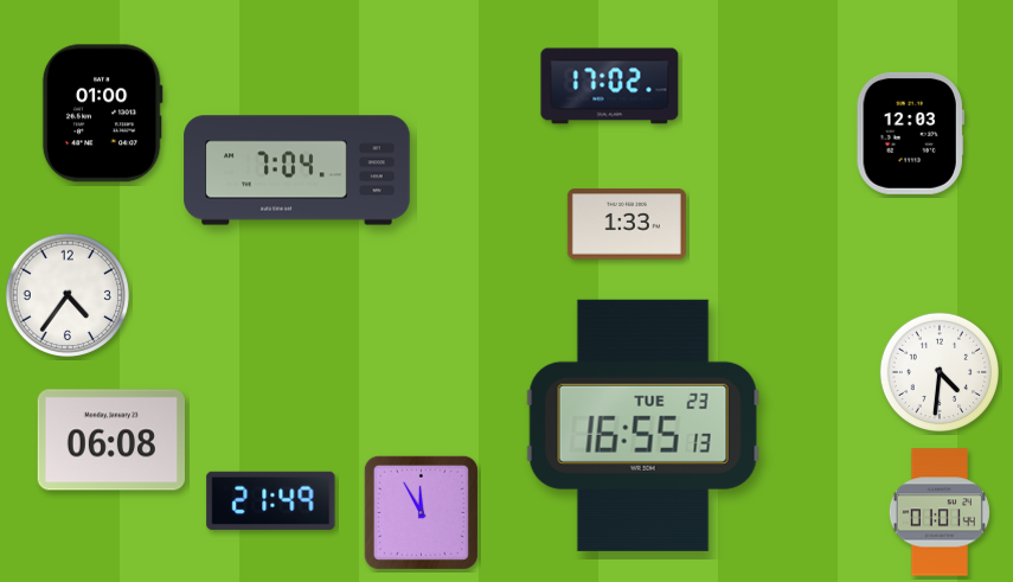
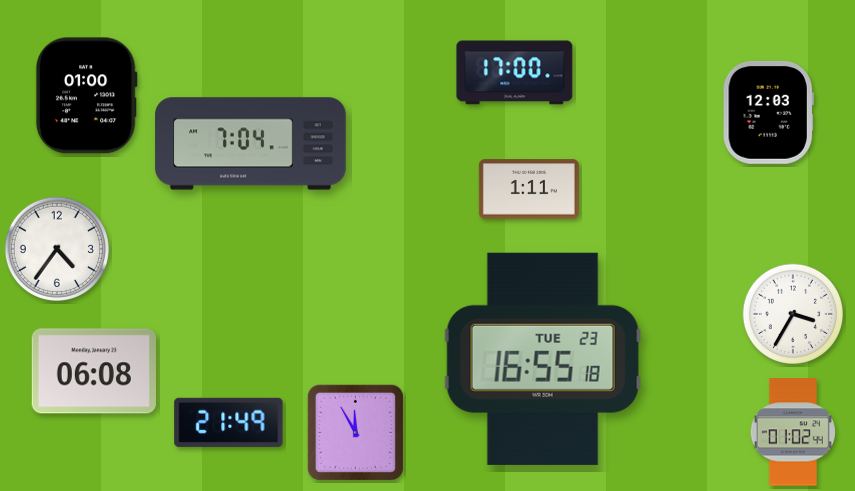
clock at (610, 87): 17:02 -> 17:00
clock at (627, 224): 1:33 -> 1:11
clock at (938, 371): 4:31 -> 3:35
clock at (643, 426): 16:55:13 -> 16:55:18
clock at (940, 512): 01:01 -> 01:02
